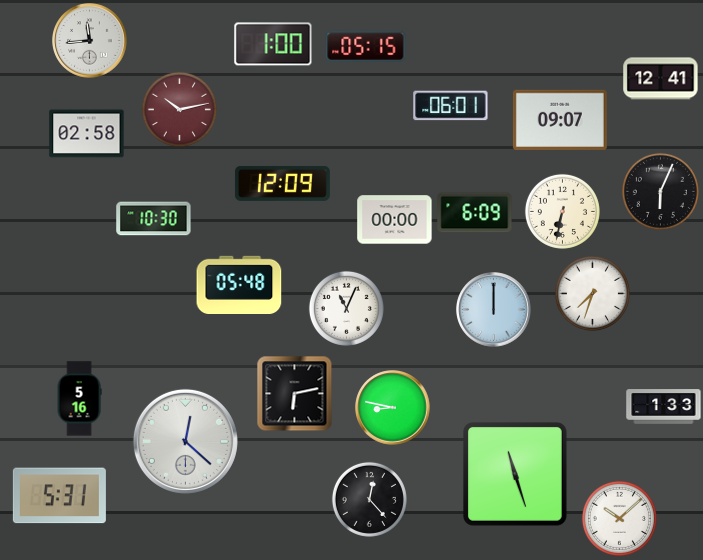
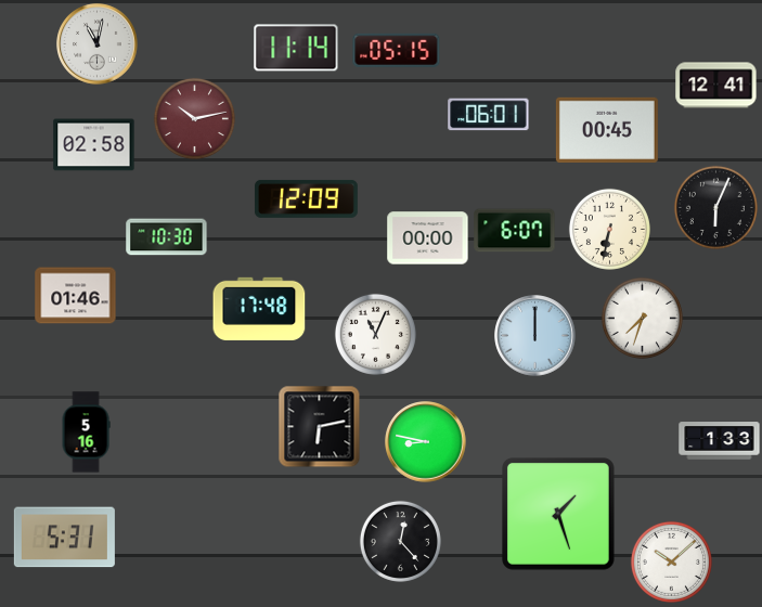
clock at (90, 41): 11:44 -> 11:02
clock at (273, 44): 1:00 -> 11:14
clock at (560, 120): 09:07 -> 00:45
clock at (475, 213): 6:09 -> 6:07
clock at (76, 296): none -> 01:46
clock at (239, 284): 05:48 -> 17:48
clock at (185, 441): 12:22 -> none
clock at (516, 475): 11:27 -> 1:27
